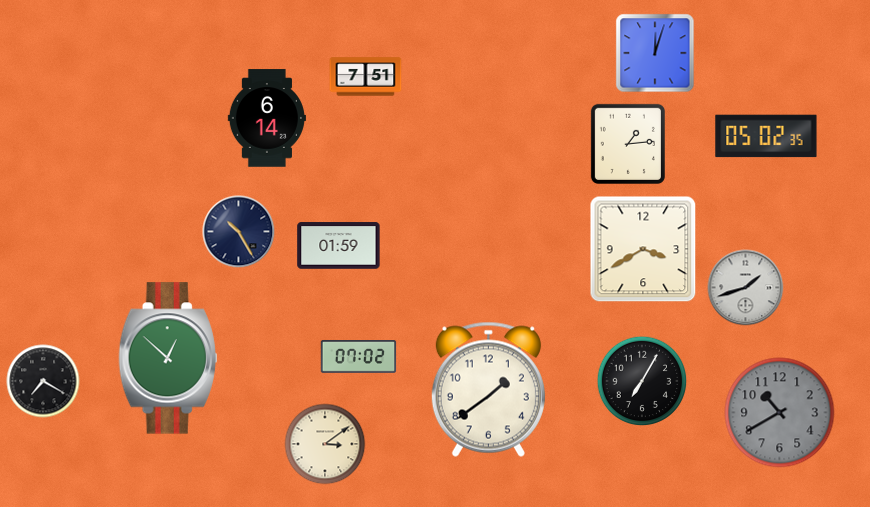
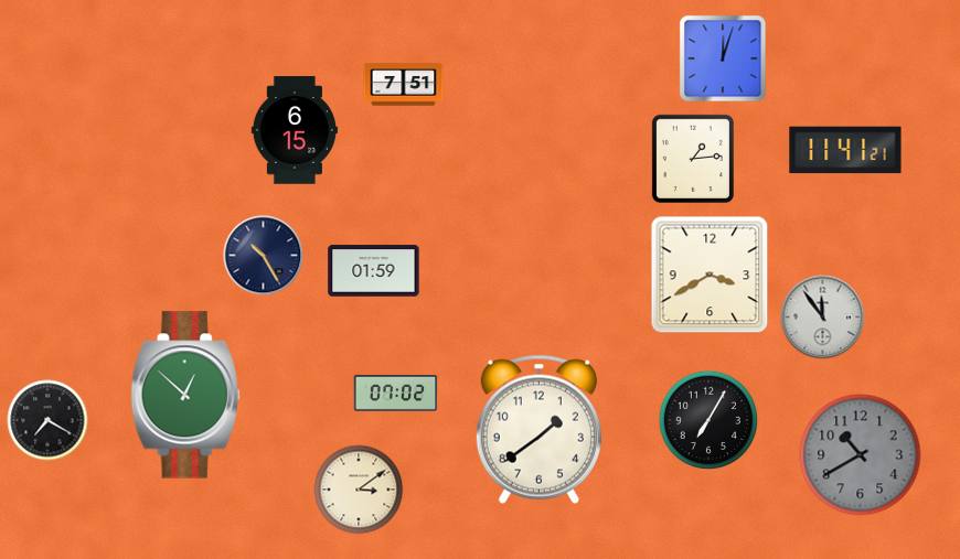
clock at (267, 118): 6:14 -> 6:15
clock at (766, 136): 05:02 -> 11:41
clock at (746, 288): 1:42 -> 11:54
